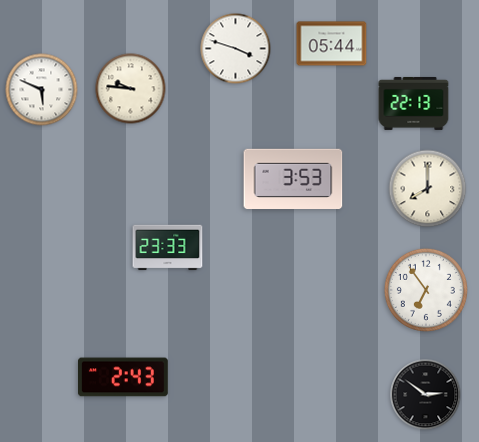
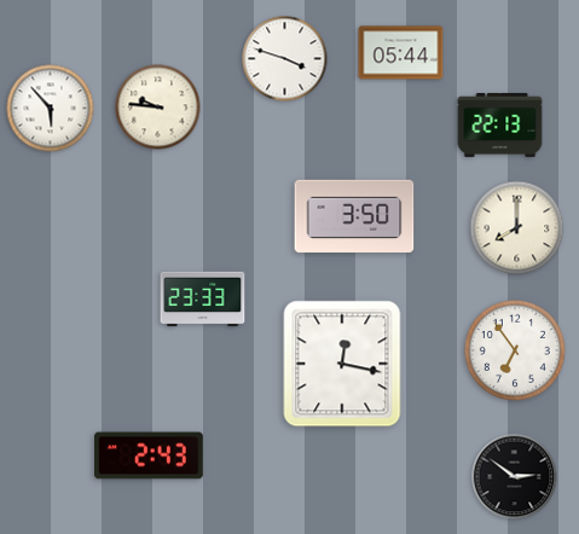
clock at (42, 90): 5:49 -> 5:53
clock at (293, 179): 3:53 -> 3:50
clock at (342, 364): none -> 12:17
